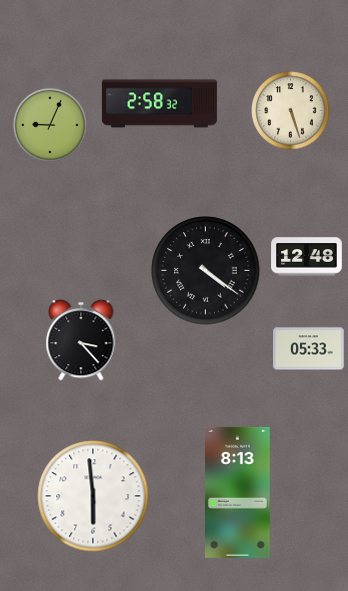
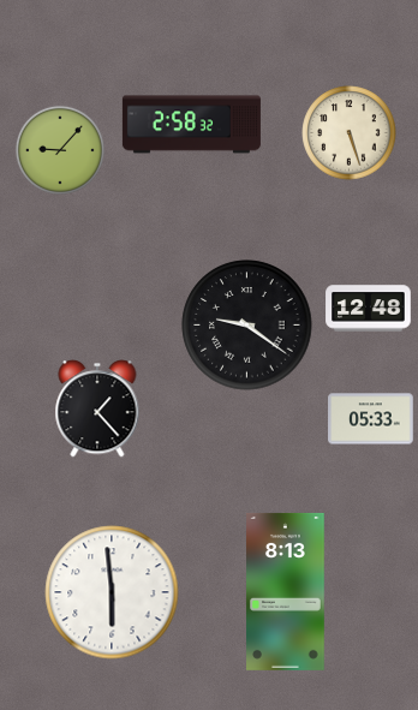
clock at (50, 125): 9:04 -> 9:07
clock at (206, 271): 4:21 -> 9:21
clock at (81, 340): 3:23 -> 1:23
clock at (93, 496) position: (93, 496) -> (112, 592)
